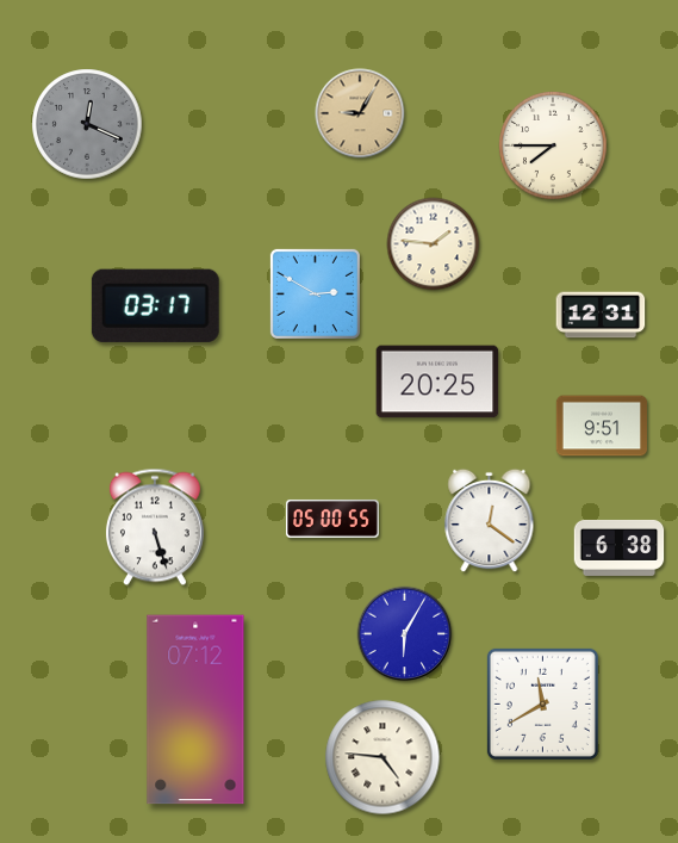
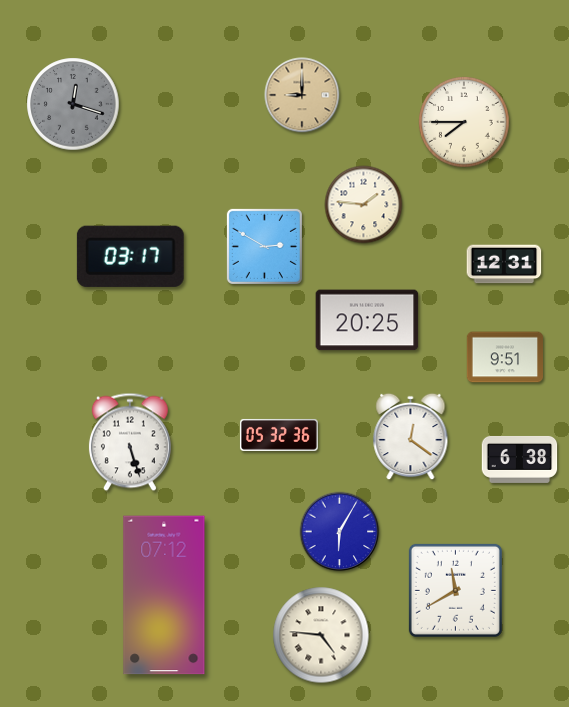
clock at (360, 113): 9:05 -> 9:00
clock at (87, 124): 12:19 -> 12:18
clock at (332, 519): 05:00 -> 05:32
